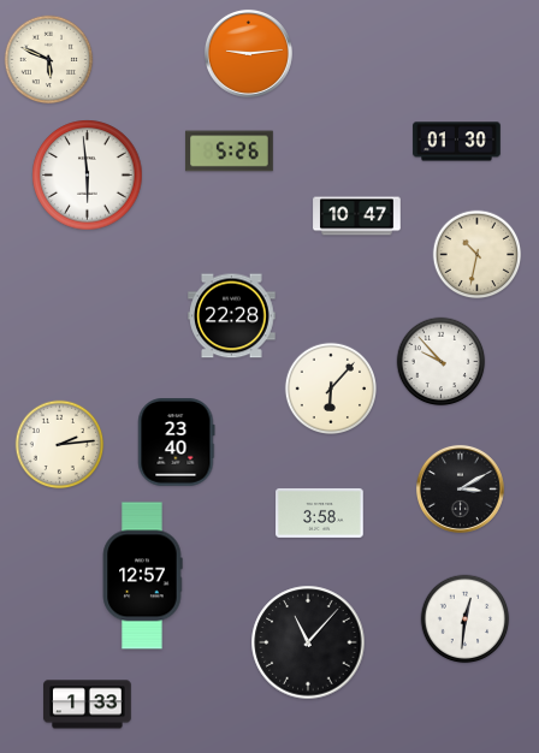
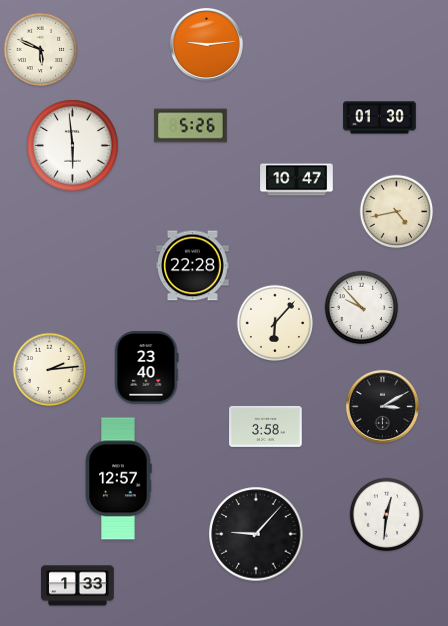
clock at (478, 255): 10:32 -> 4:43
clock at (232, 316) position: (232, 316) -> (193, 266)
clock at (442, 362) position: (442, 362) -> (362, 308)
clock at (308, 642): 11:07 -> 9:07
clock at (88, 705) position: (88, 705) -> (78, 586)
